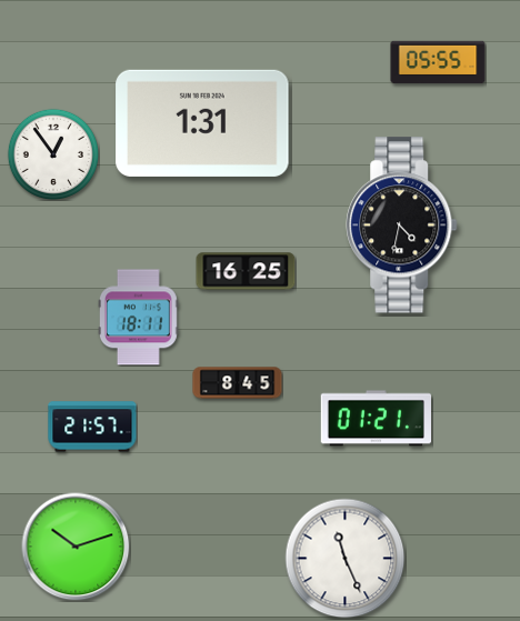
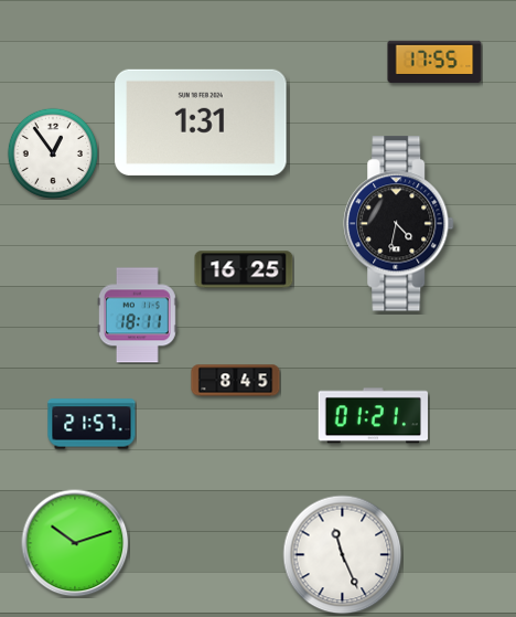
clock at (438, 62): 05:55 -> 17:55
